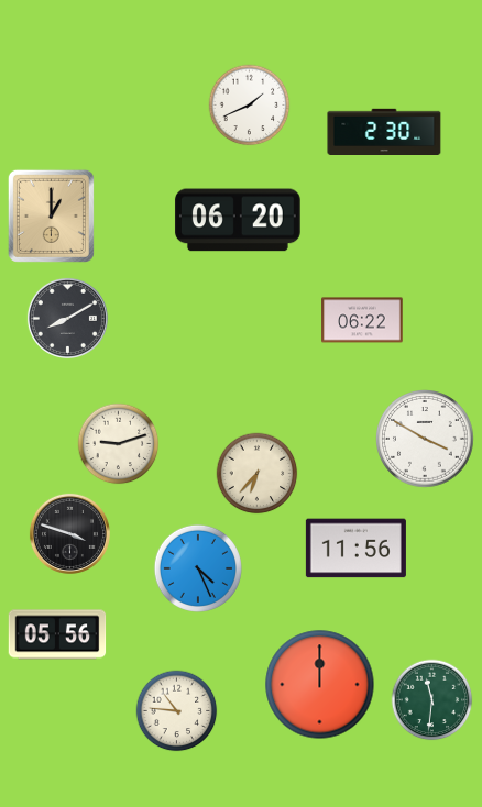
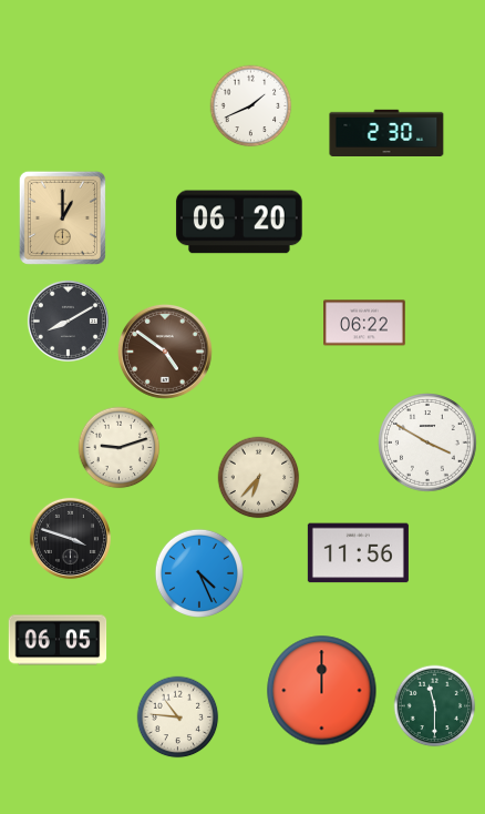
clock at (51, 215) position: (51, 215) -> (62, 217)
clock at (165, 352): none -> 4:51
clock at (57, 634): 05:56 -> 06:05
clock at (432, 700): 11:31 -> 11:30
